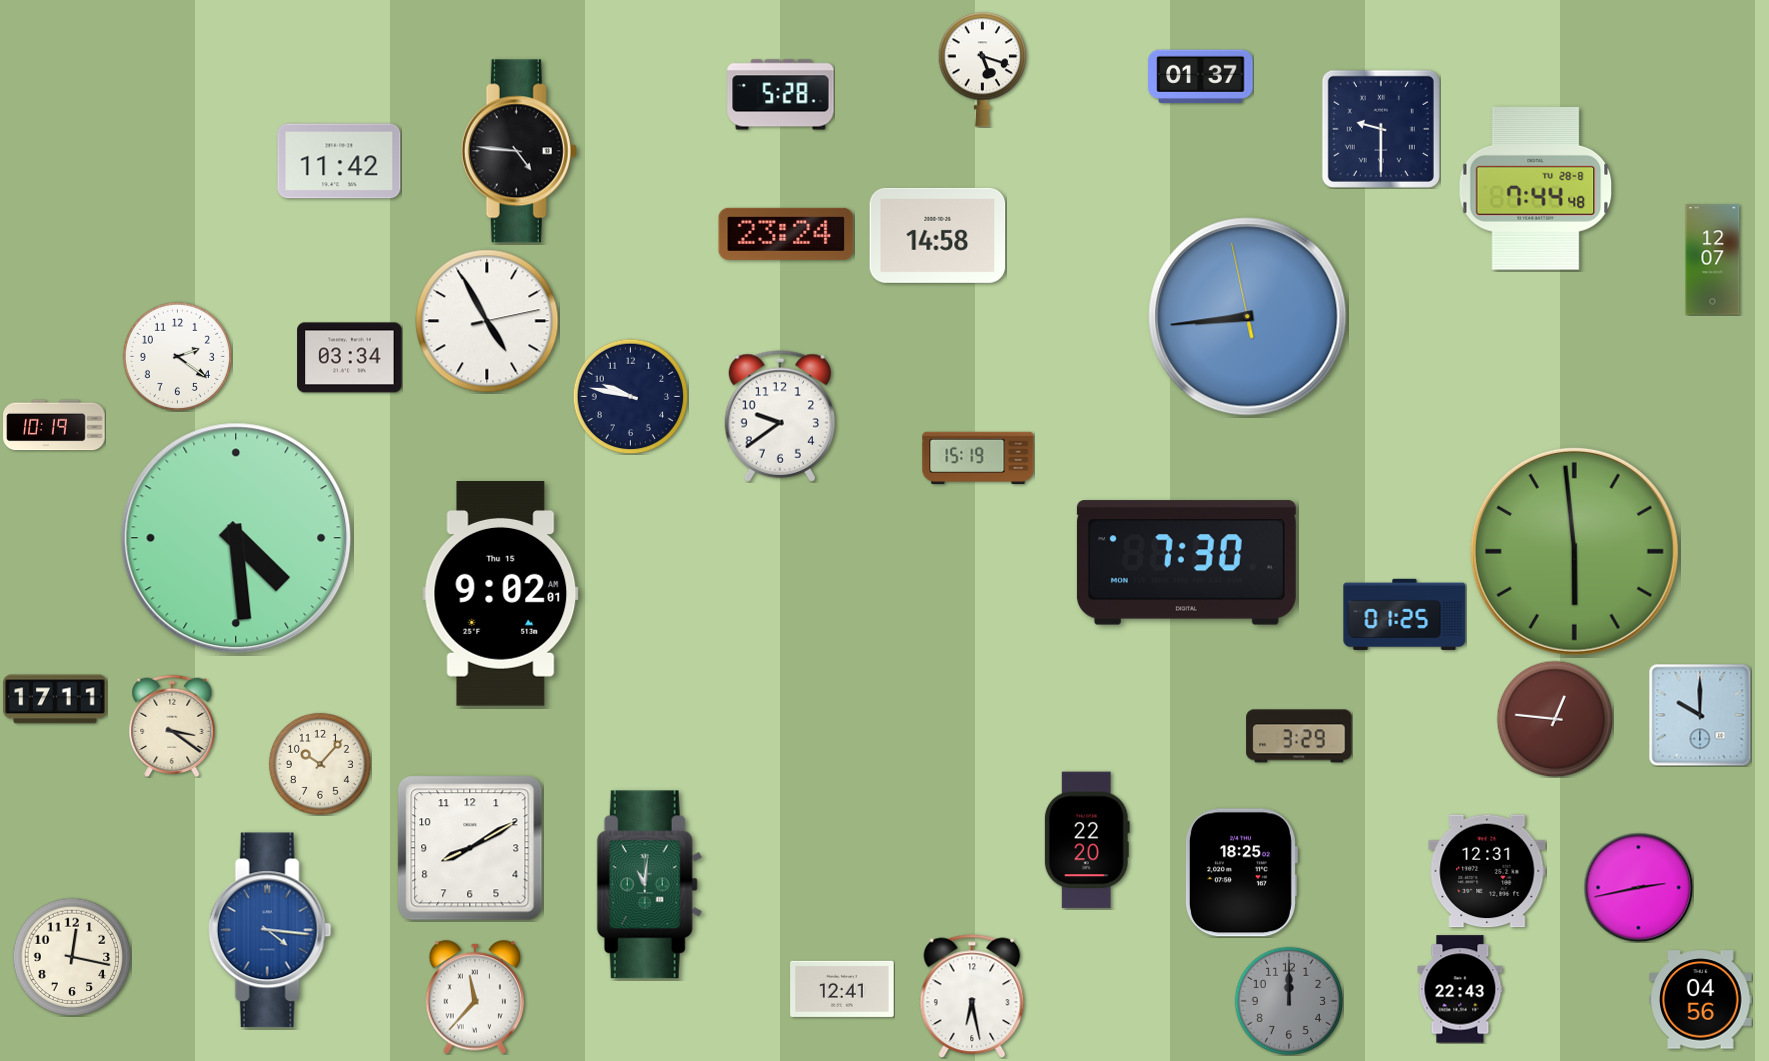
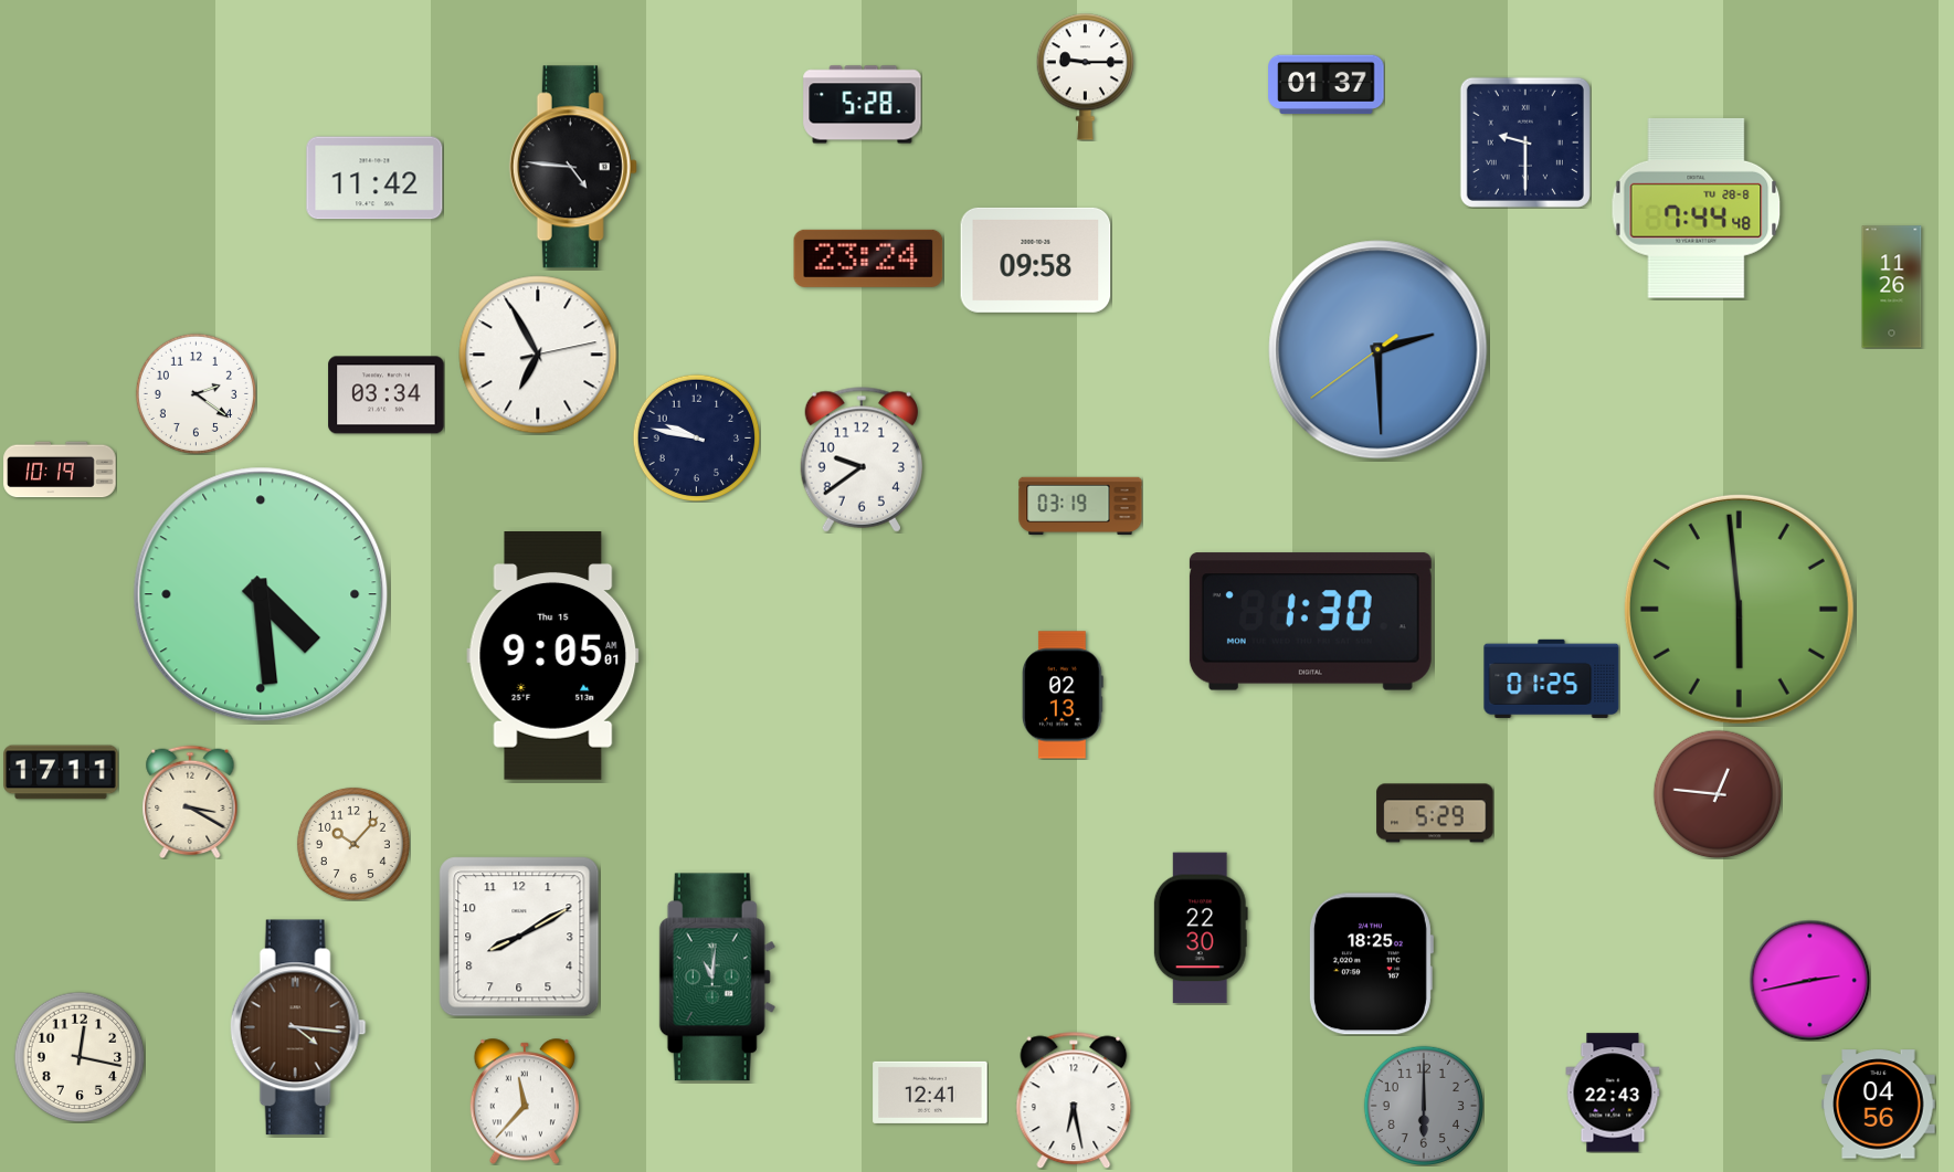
clock at (983, 70): 5:18 -> 9:15
clock at (938, 235): 14:58 -> 09:58
clock at (1713, 260): 12:07 -> 11:26
clock at (1248, 317): 8:43 -> 2:29
clock at (487, 321): 4:55 -> 6:55
clock at (978, 458): 15:19 -> 03:19
clock at (1186, 563): 7:30 -> 1:30
clock at (501, 594): 9:02 -> 9:05
clock at (1064, 695): none -> 02:13
clock at (1700, 715): 10:00 -> none
clock at (172, 726): 3:21 -> 3:20
clock at (1299, 736): 3:29 -> 5:29
clock at (1087, 840): 22:20 -> 22:30
clock at (1487, 871): 12:31 -> none
clock at (270, 930) dial: blue -> brown
clock at (1289, 1001): 12:00 -> 6:00
